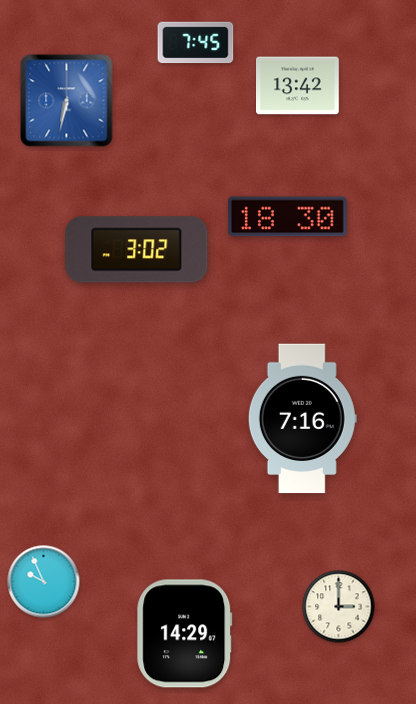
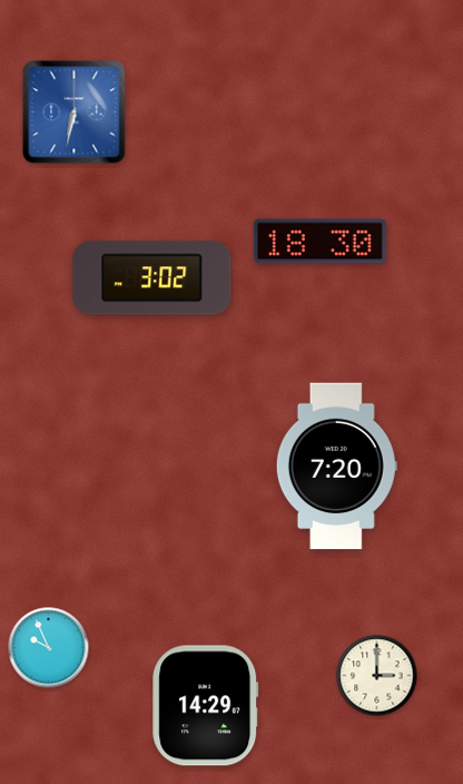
clock at (196, 43): 7:45 -> none
clock at (298, 86): 13:42 -> none
clock at (302, 419): 7:16 -> 7:20
